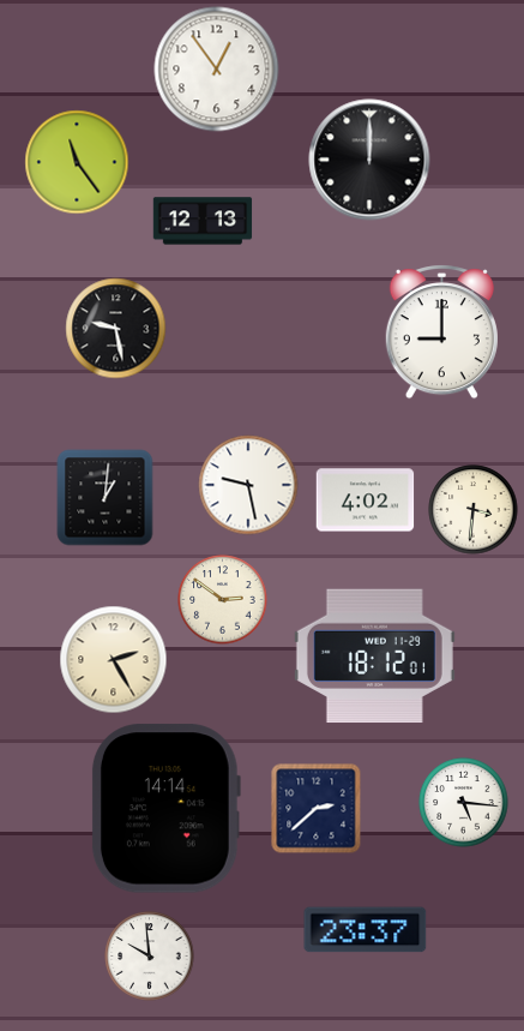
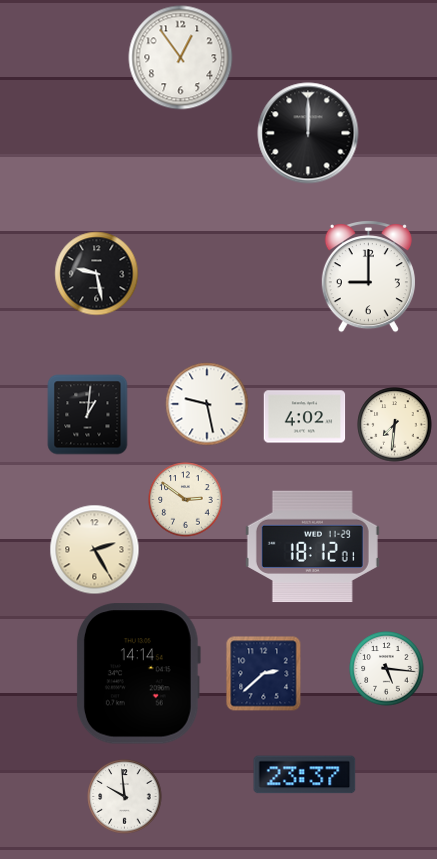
clock at (77, 162): 11:24 -> none
clock at (203, 221): 12:13 -> none
clock at (474, 510): 3:31 -> 7:31
